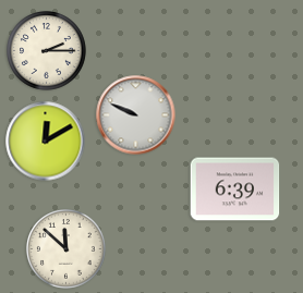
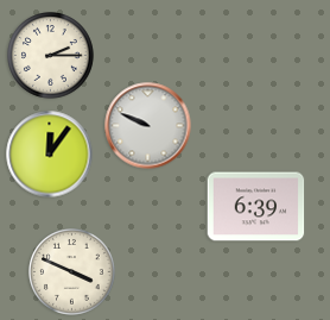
clock at (46, 142): 12:10 -> 12:06
clock at (66, 249): 11:52 -> 3:49
